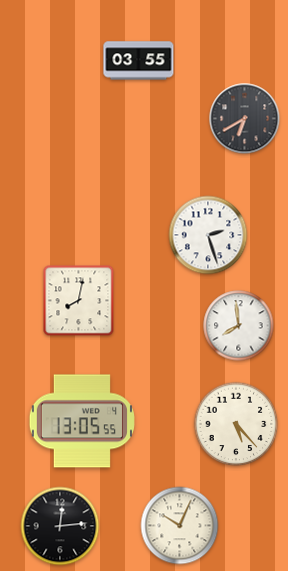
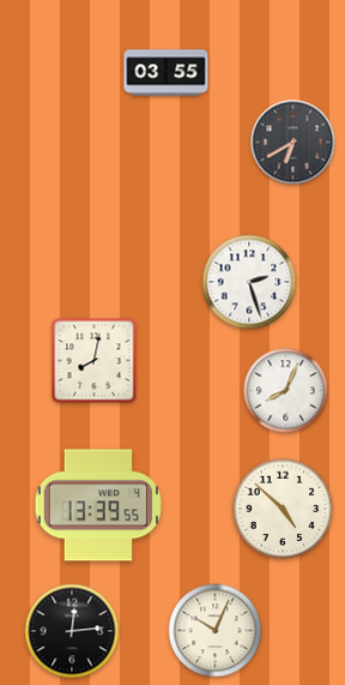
clock at (239, 326): 7:59 -> 8:04
clock at (81, 421): 13:05 -> 13:39
clock at (236, 424): 5:23 -> 4:52
